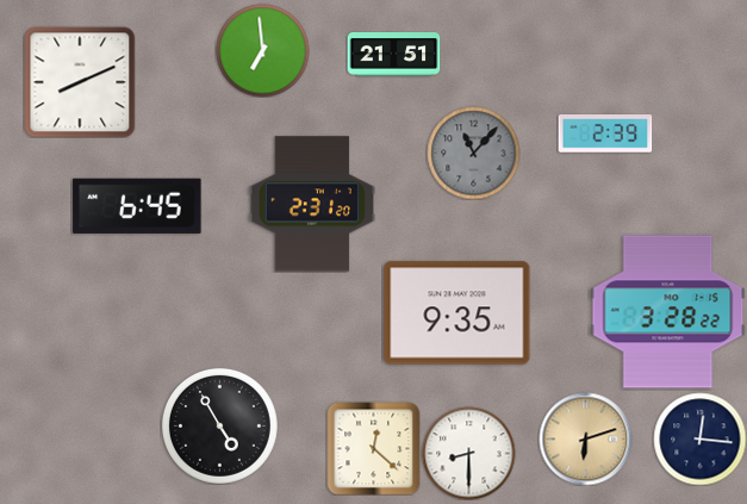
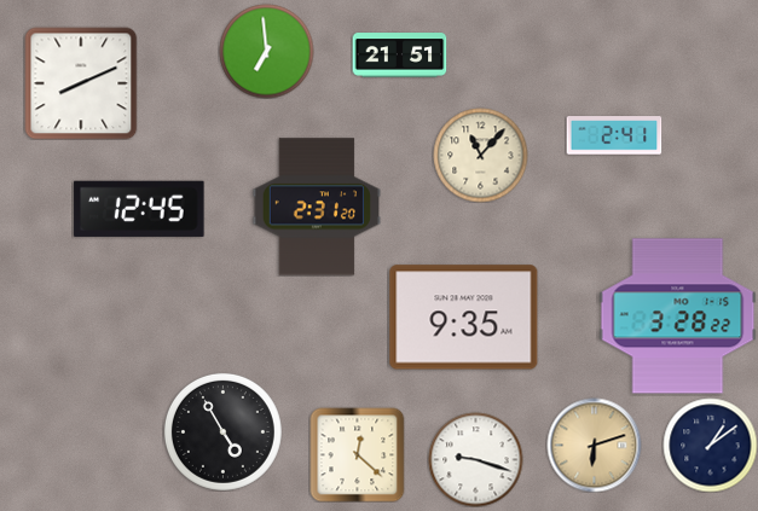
clock at (605, 133): 2:39 -> 2:41
clock at (473, 153) dial: grey -> cream
clock at (137, 206): 6:45 -> 12:45
clock at (699, 438): 12:16 -> 1:09
clock at (373, 448) position: (373, 448) -> (357, 454)
clock at (468, 453): 8:30 -> 9:18
